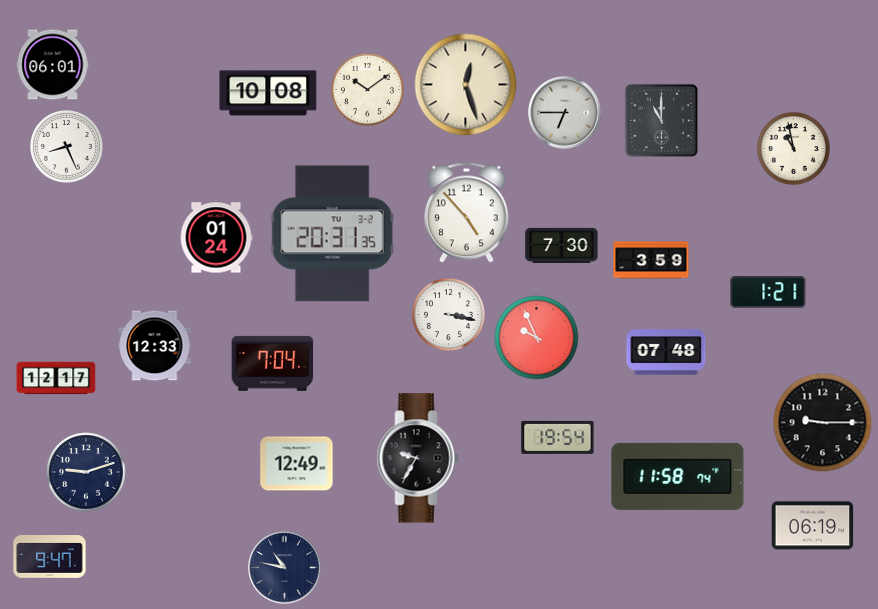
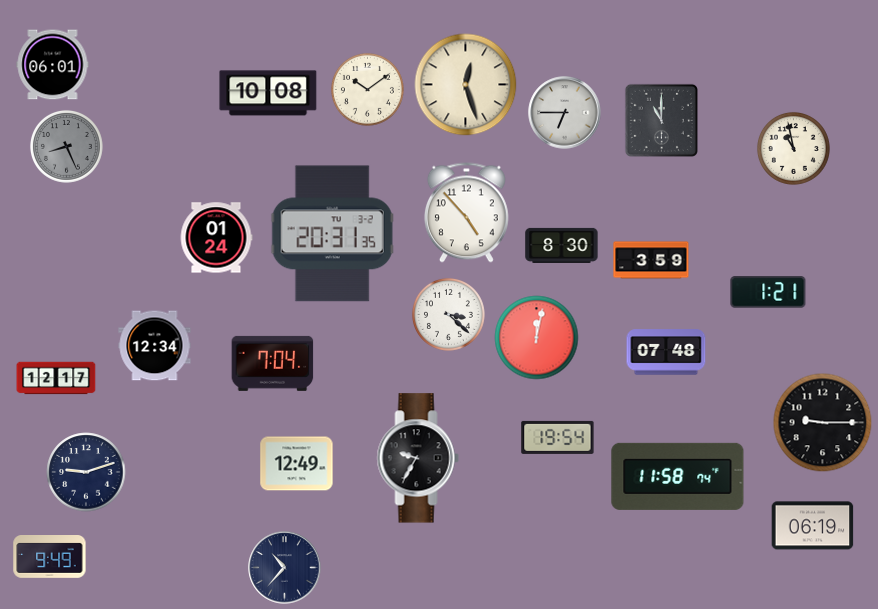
clock at (66, 146) dial: white -> grey
clock at (562, 245): 7:30 -> 8:30
clock at (448, 314): 3:17 -> 3:22
clock at (537, 338): 9:56 -> 12:02
clock at (155, 346): 12:33 -> 12:34
clock at (50, 557): 9:47 -> 9:49
clock at (285, 568): 10:47 -> 10:37
